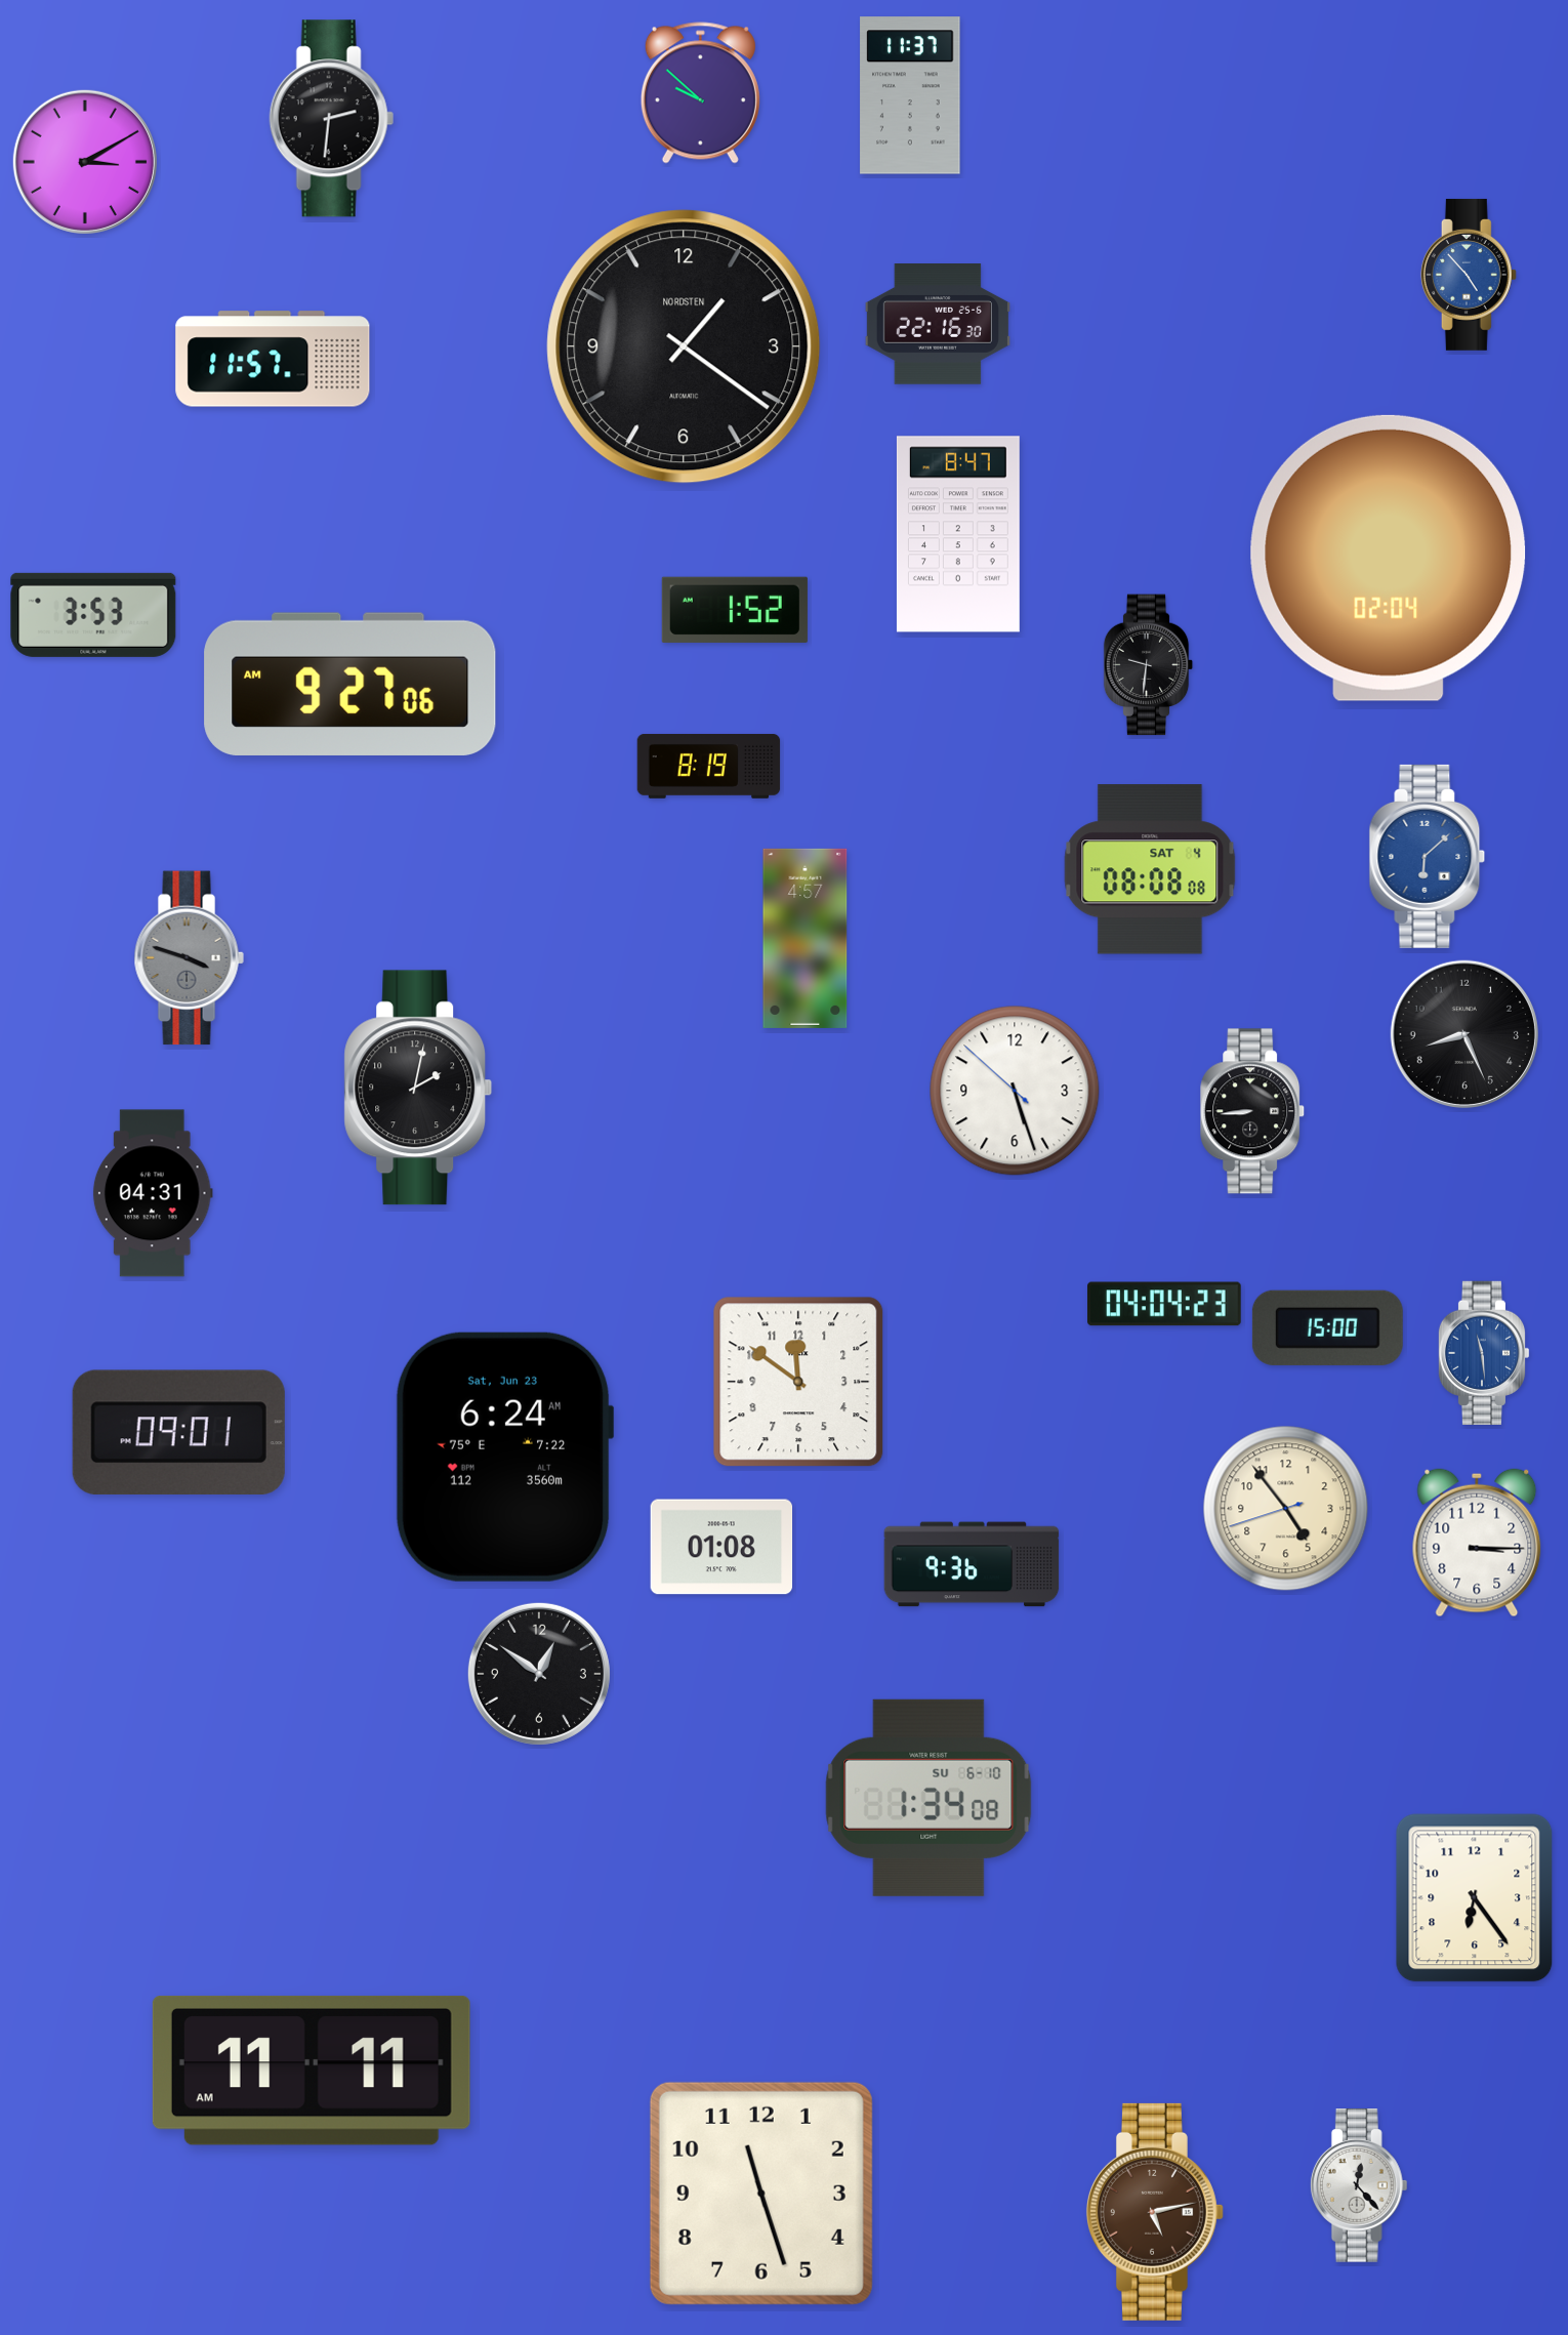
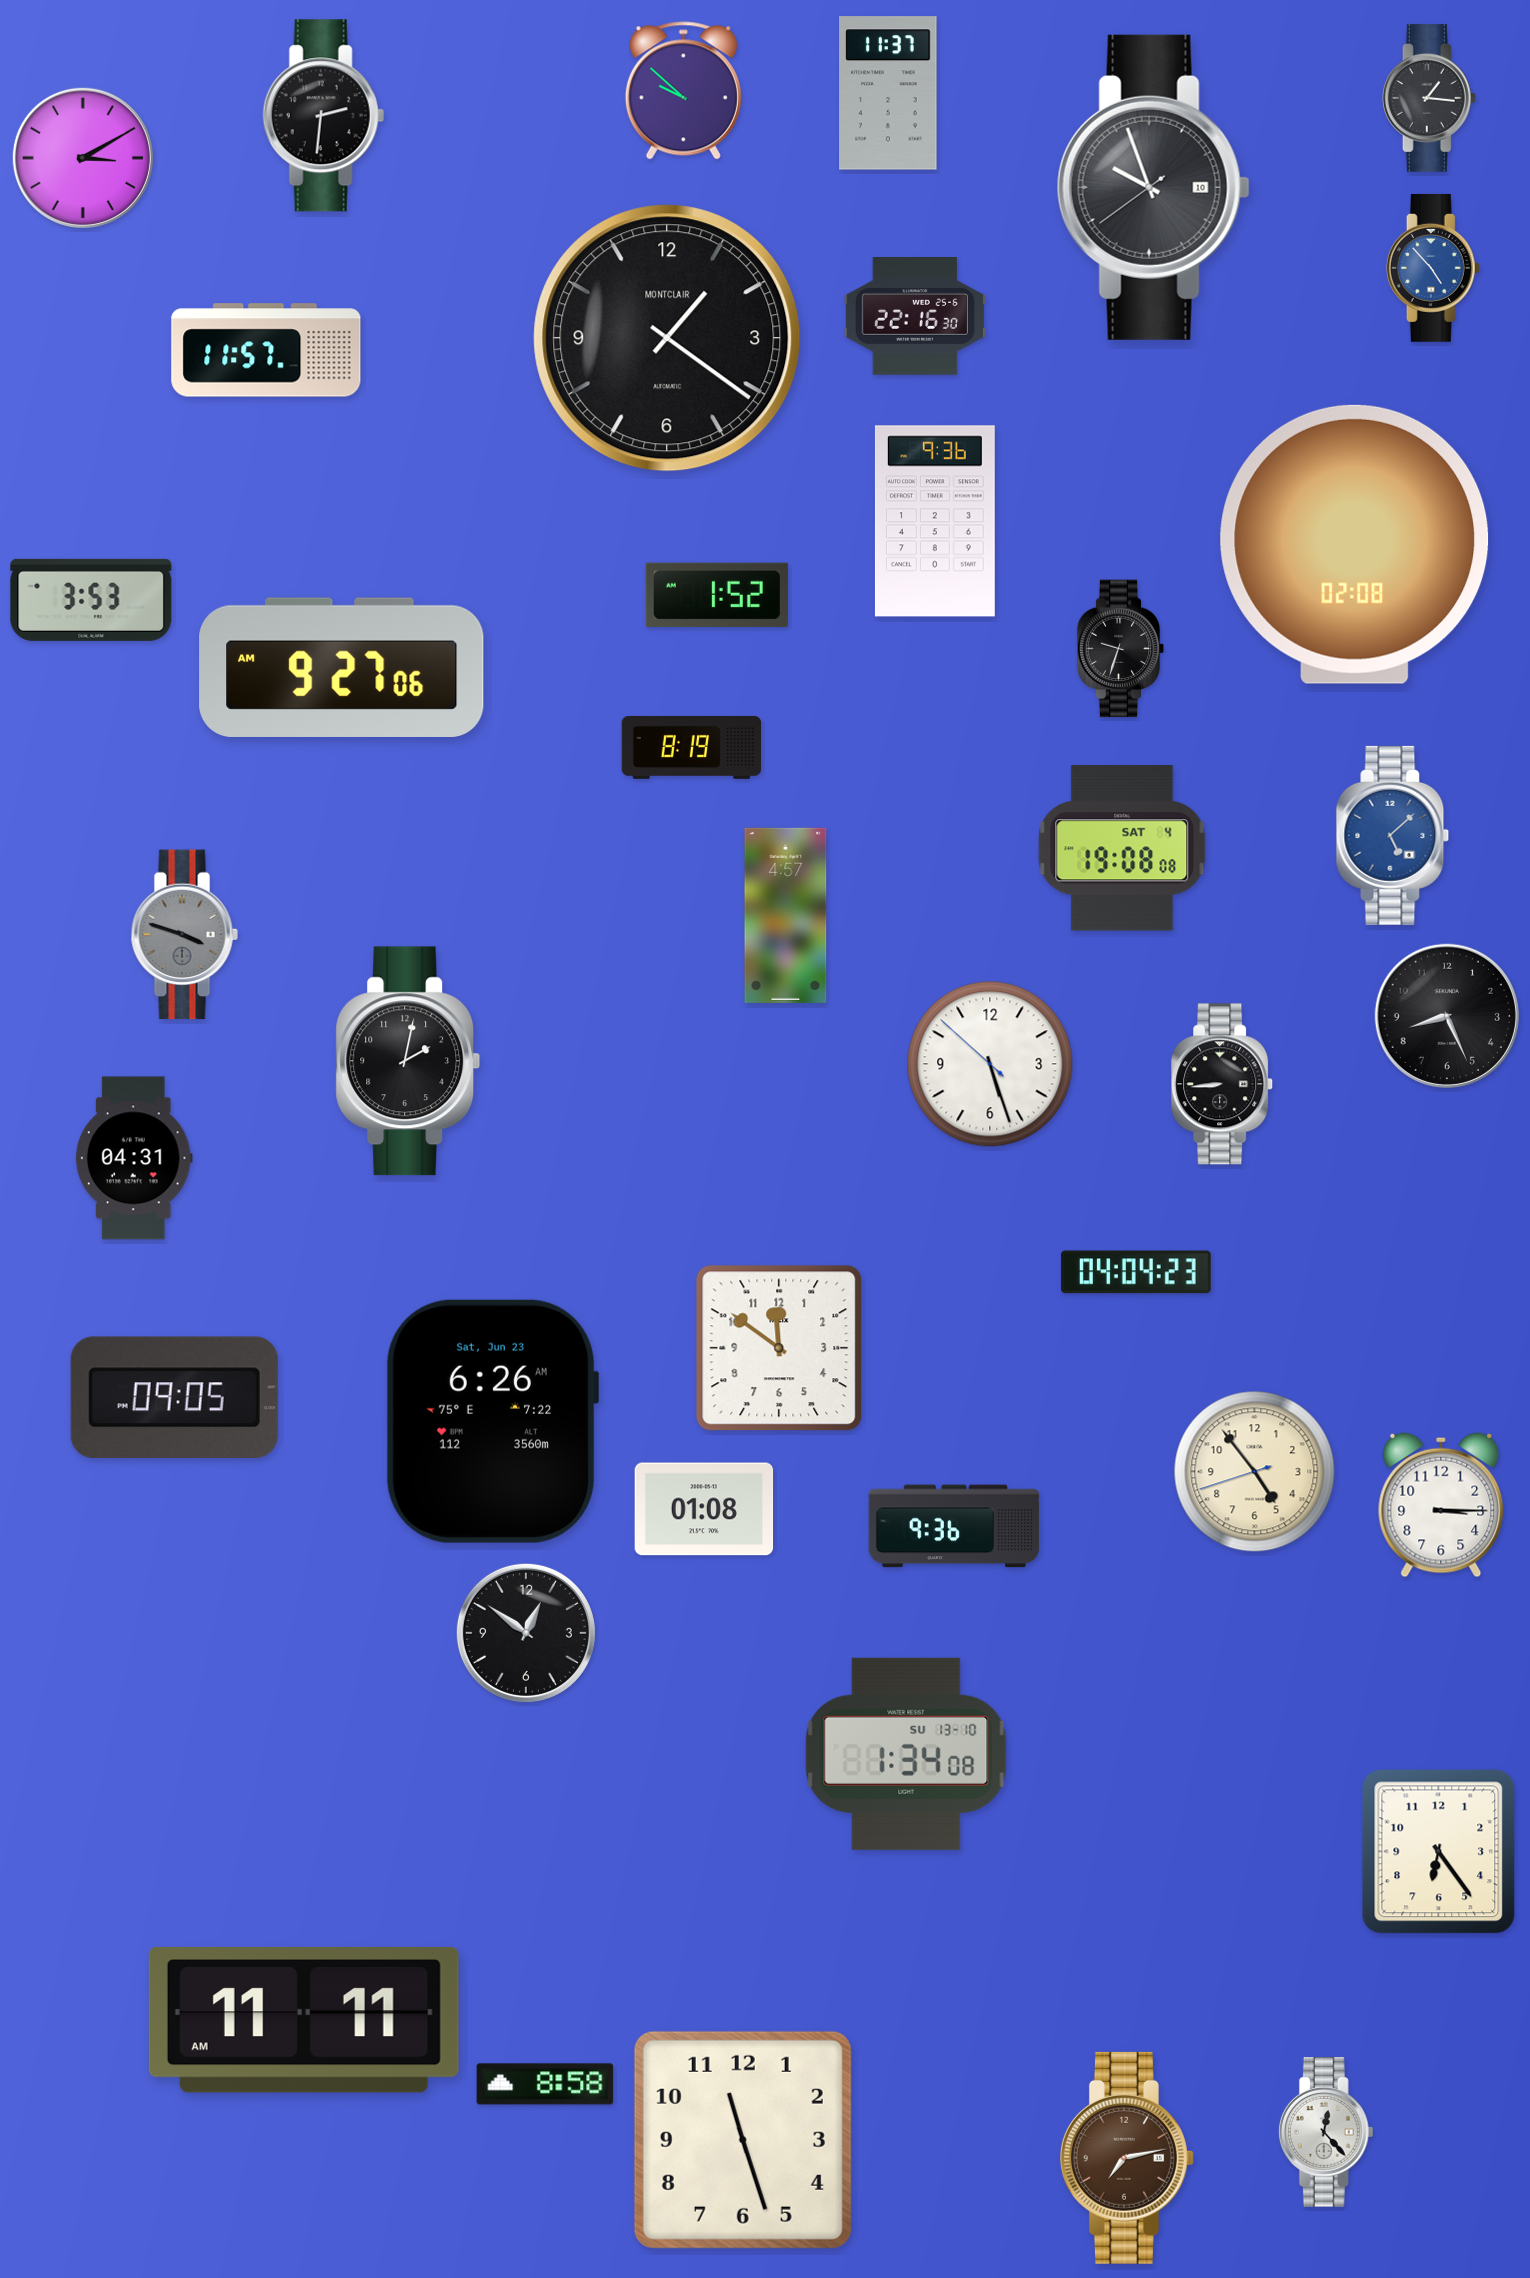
clock at (1429, 98): none -> 1:16
clock at (1153, 187): none -> 9:56
clock at (684, 346) brand: NORDSTEN -> MONTCLAIR
clock at (958, 534): 8:47 -> 9:36
clock at (1389, 558): 02:04 -> 02:08
clock at (1149, 665): 9:31 -> 9:33
clock at (1428, 856): 6:08 -> 5:08
clock at (1150, 869): 08:08 -> 19:08
clock at (1464, 1034) position: (1464, 1034) -> (1447, 1016)
clock at (153, 1193) position: (153, 1193) -> (134, 1158)
clock at (1327, 1327): 15:00 -> none
clock at (1484, 1352): 11:29 -> none
clock at (178, 1432): 09:01 -> 09:05
clock at (504, 1457): 6:24 -> 6:26
clock at (972, 1564) position: (972, 1564) -> (954, 1526)
clock at (929, 1798) date: SU 6-10 -> SU 13-10
clock at (545, 2084): none -> 8:58
clock at (1155, 2212): 5:13 -> 7:13
